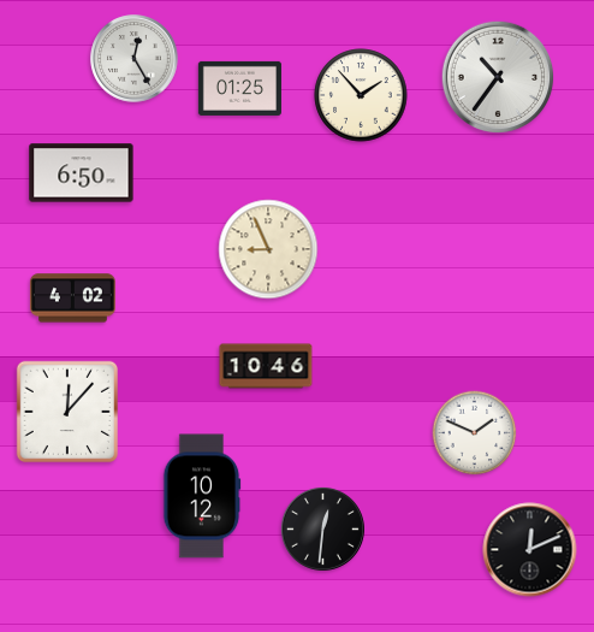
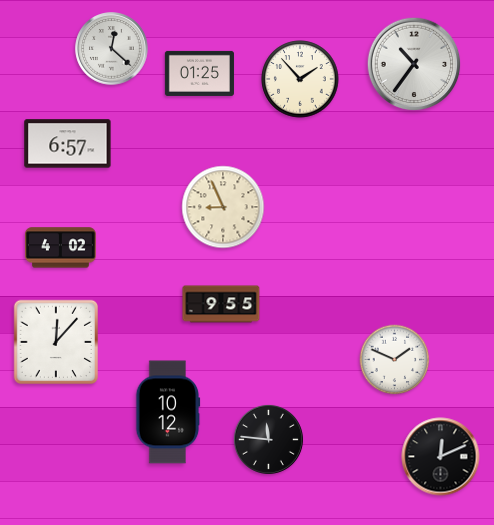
clock at (135, 59): 12:25 -> 12:22
clock at (82, 173): 6:50 -> 6:57
clock at (266, 366): 10:46 -> 9:55
clock at (322, 528): 12:31 -> 11:46
